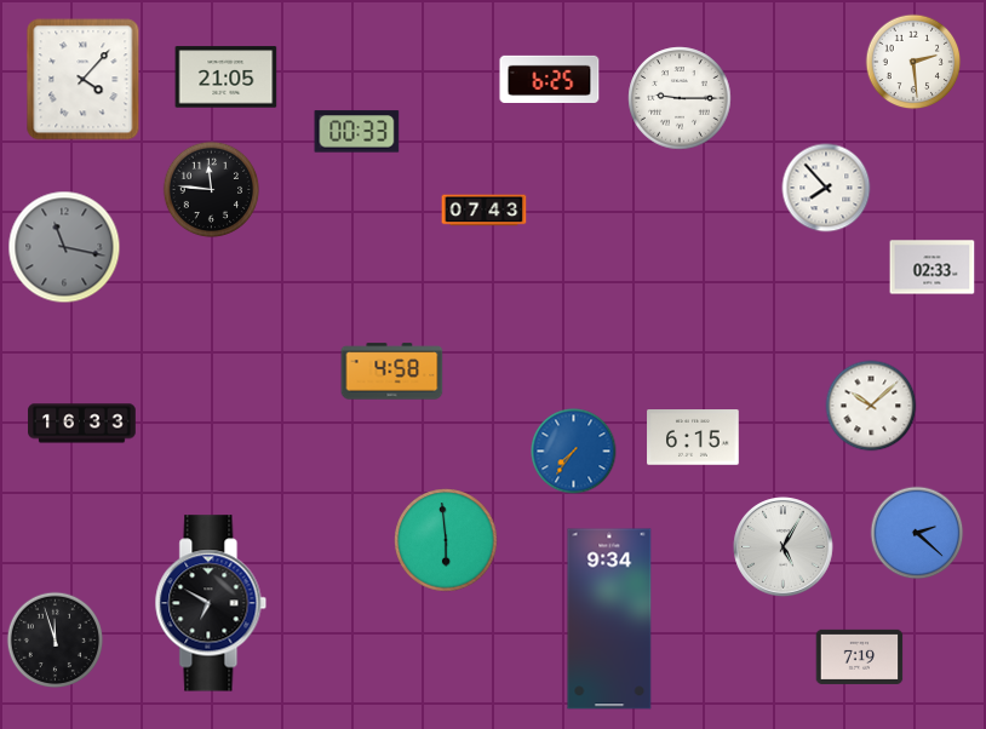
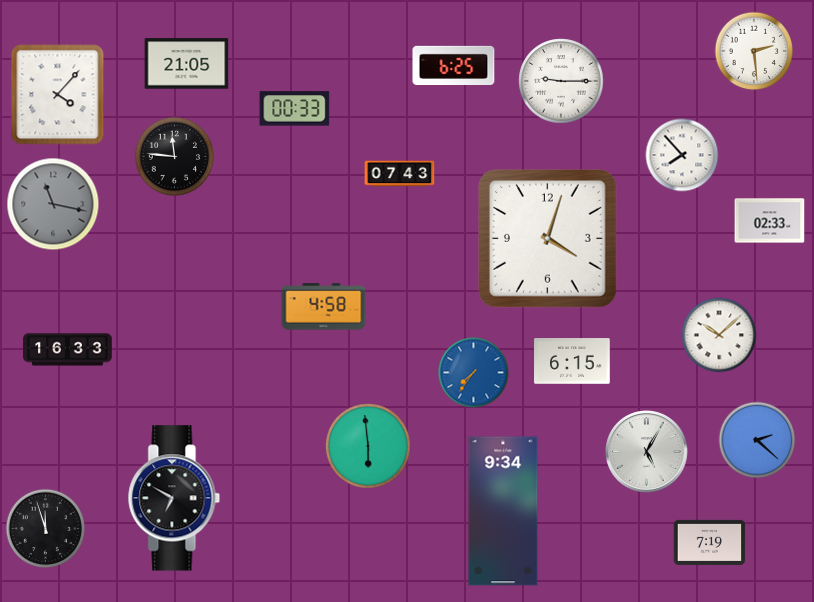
clock at (84, 80) position: (84, 80) -> (58, 95)
clock at (548, 239): none -> 4:03
